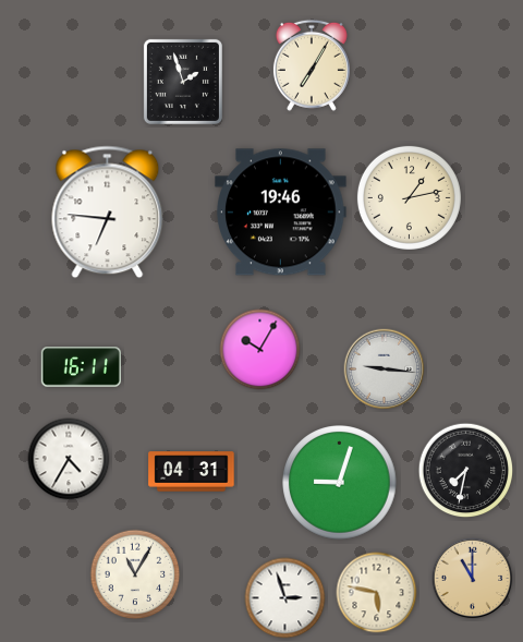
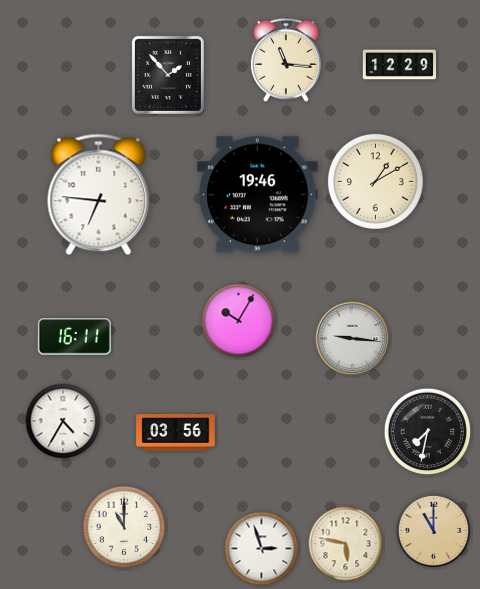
clock at (312, 65): 7:05 -> 11:16
clock at (399, 65): none -> 12:29
clock at (183, 82): 1:57 -> 1:53
clock at (409, 197): 1:13 -> 1:10
clock at (192, 472): 04:31 -> 03:56
clock at (340, 483): 9:03 -> none
clock at (135, 574): 11:05 -> 11:00
